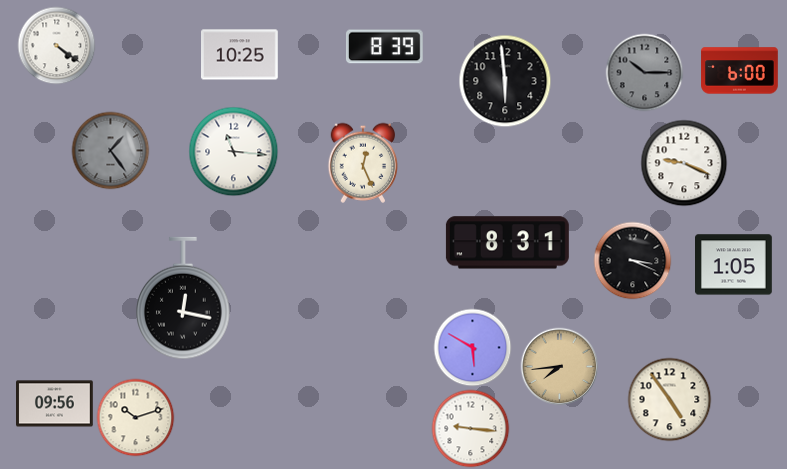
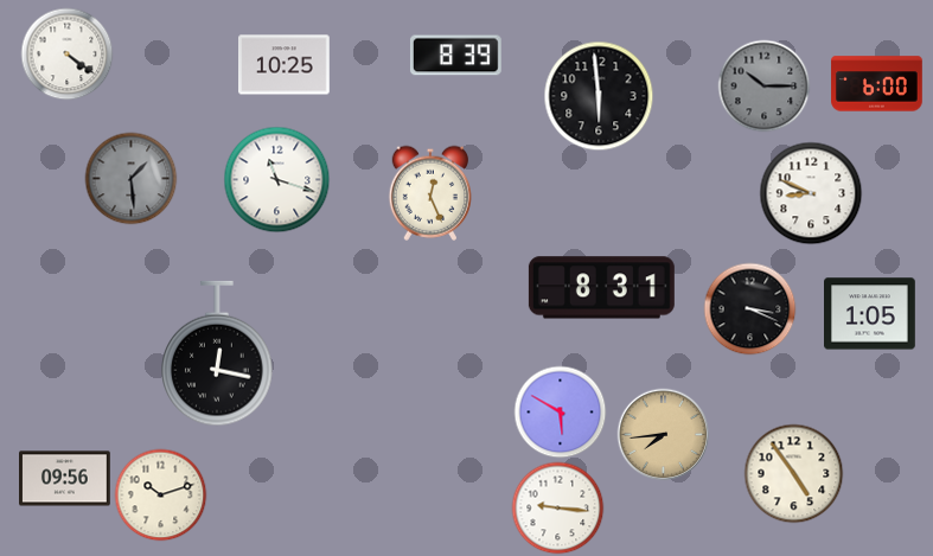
clock at (110, 150): 1:24 -> 1:29
clock at (233, 151): 11:16 -> 11:18
clock at (684, 163): 9:19 -> 8:49
